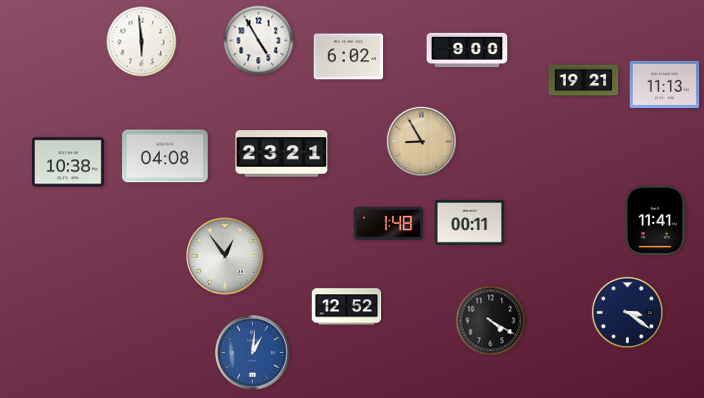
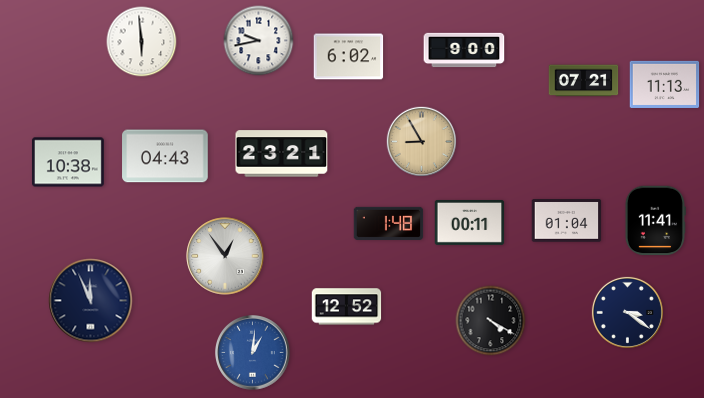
clock at (259, 41): 4:55 -> 9:43
clock at (467, 50) position: (467, 50) -> (464, 50)
clock at (584, 81): 19:21 -> 07:21
clock at (165, 156): 04:08 -> 04:43
clock at (567, 221): none -> 01:04
clock at (91, 301): none -> 11:56
